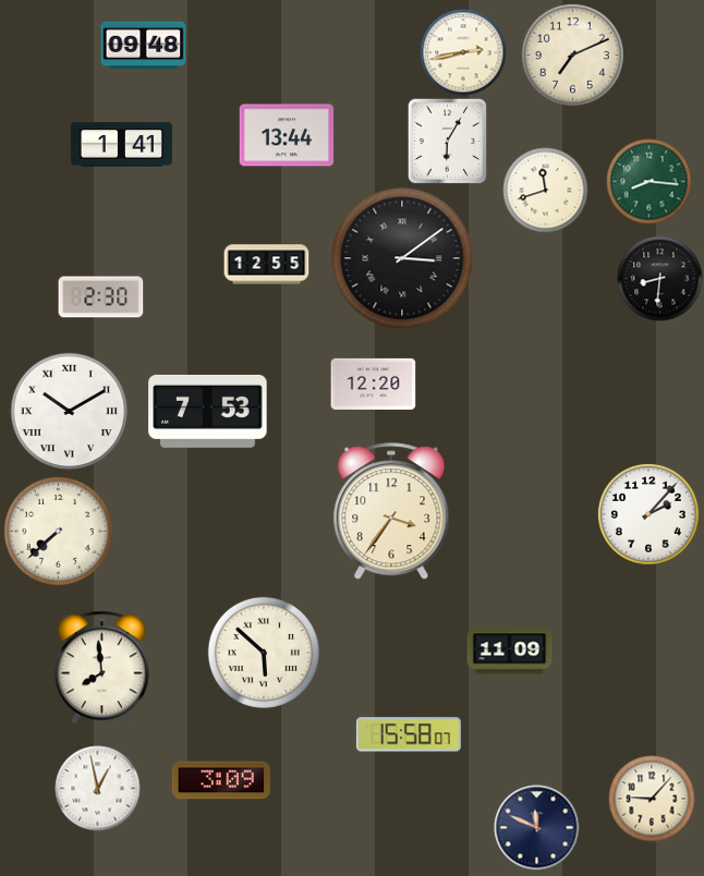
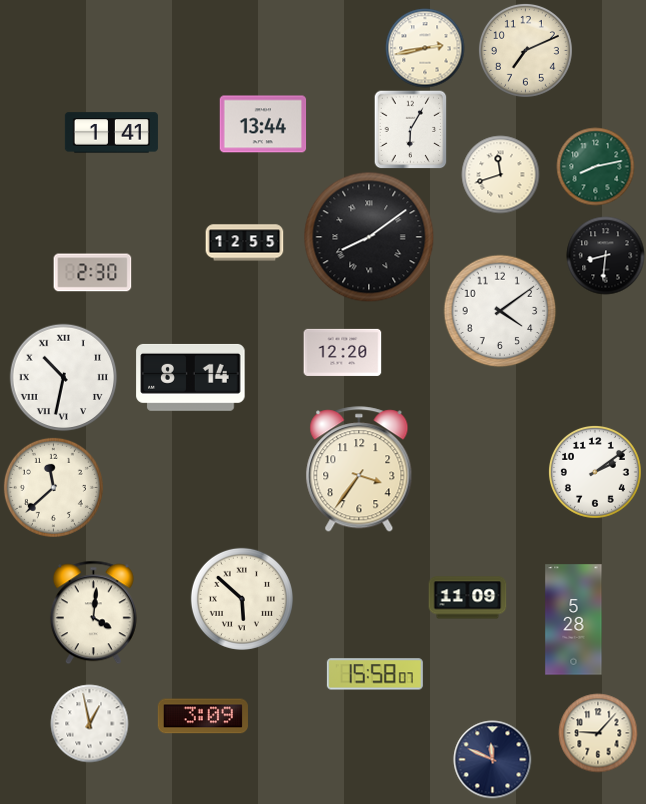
clock at (143, 46): 09:48 -> none
clock at (648, 181): 8:16 -> 8:13
clock at (402, 258): 3:09 -> 8:09
clock at (500, 311): none -> 4:09
clock at (69, 411): 10:10 -> 10:32
clock at (208, 411): 7:53 -> 8:14
clock at (648, 514): 2:07 -> 2:09
clock at (58, 531): 7:38 -> 11:38
clock at (101, 667): 7:59 -> 4:01
clock at (574, 620): none -> 5:28
